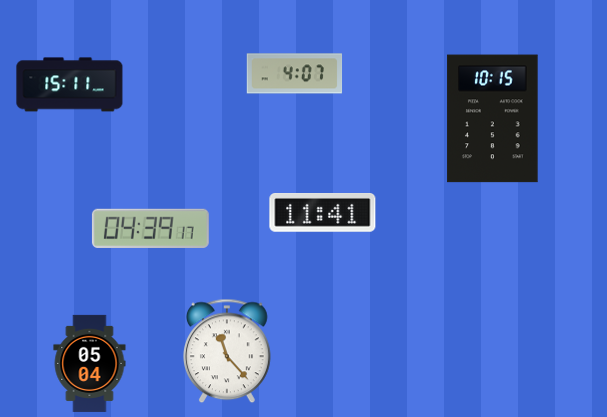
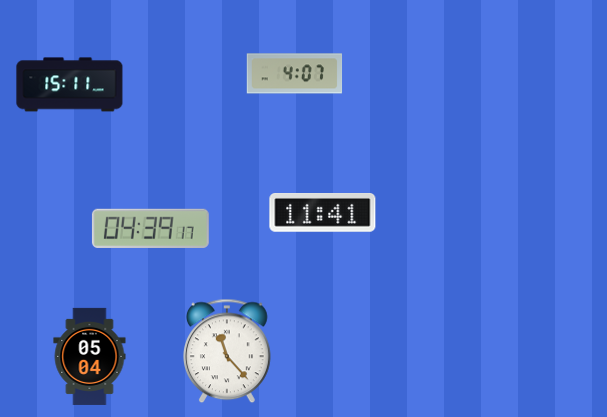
clock at (493, 119): 10:15 -> none
clock at (90, 363) position: (90, 363) -> (90, 356)
